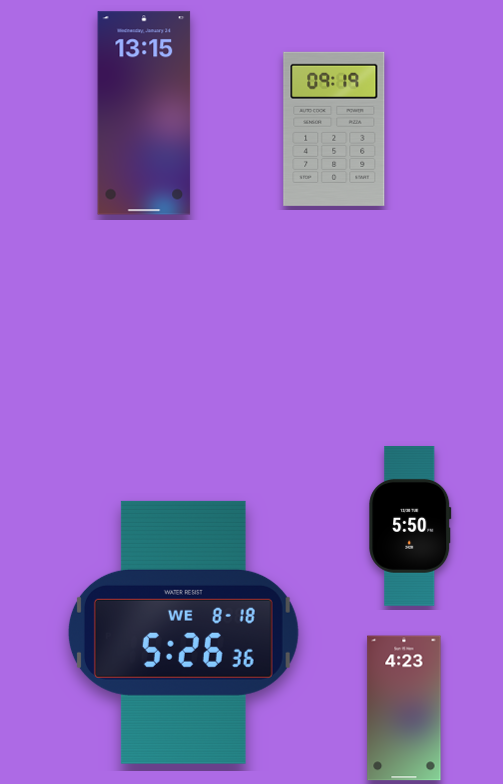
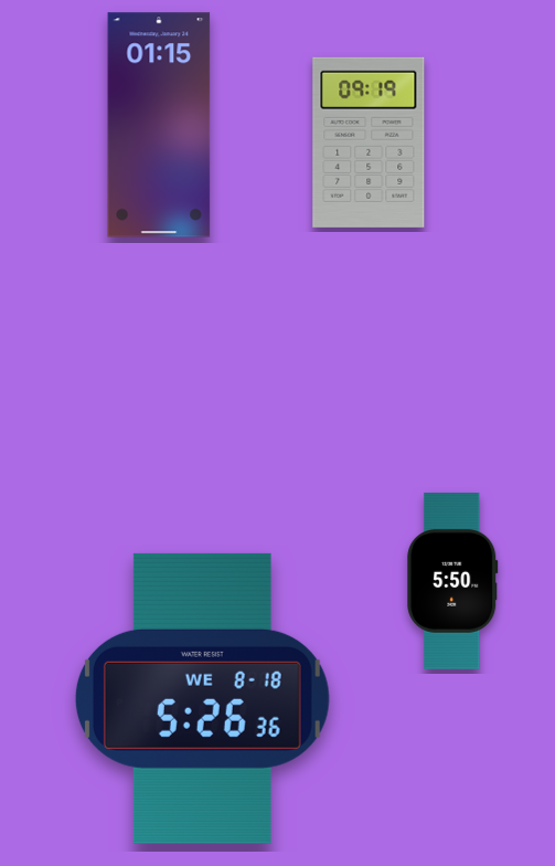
clock at (144, 113): 13:15 -> 01:15
clock at (404, 708): 4:23 -> none
